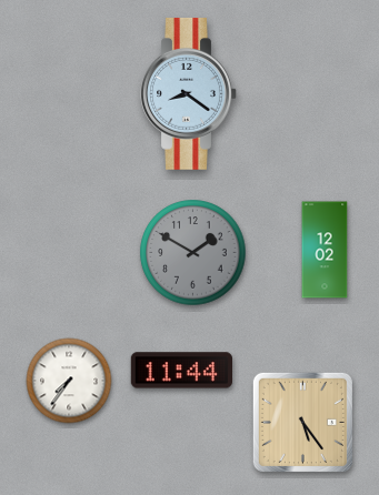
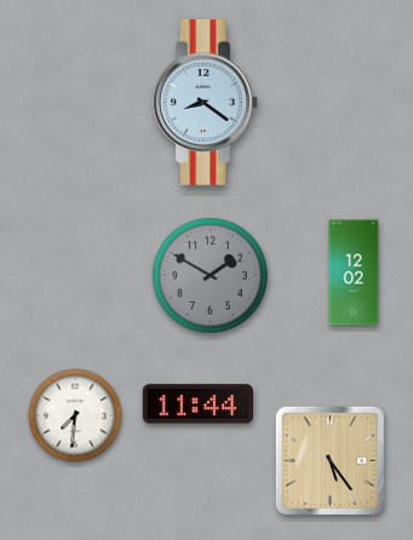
clock at (69, 381): 7:36 -> 7:31
